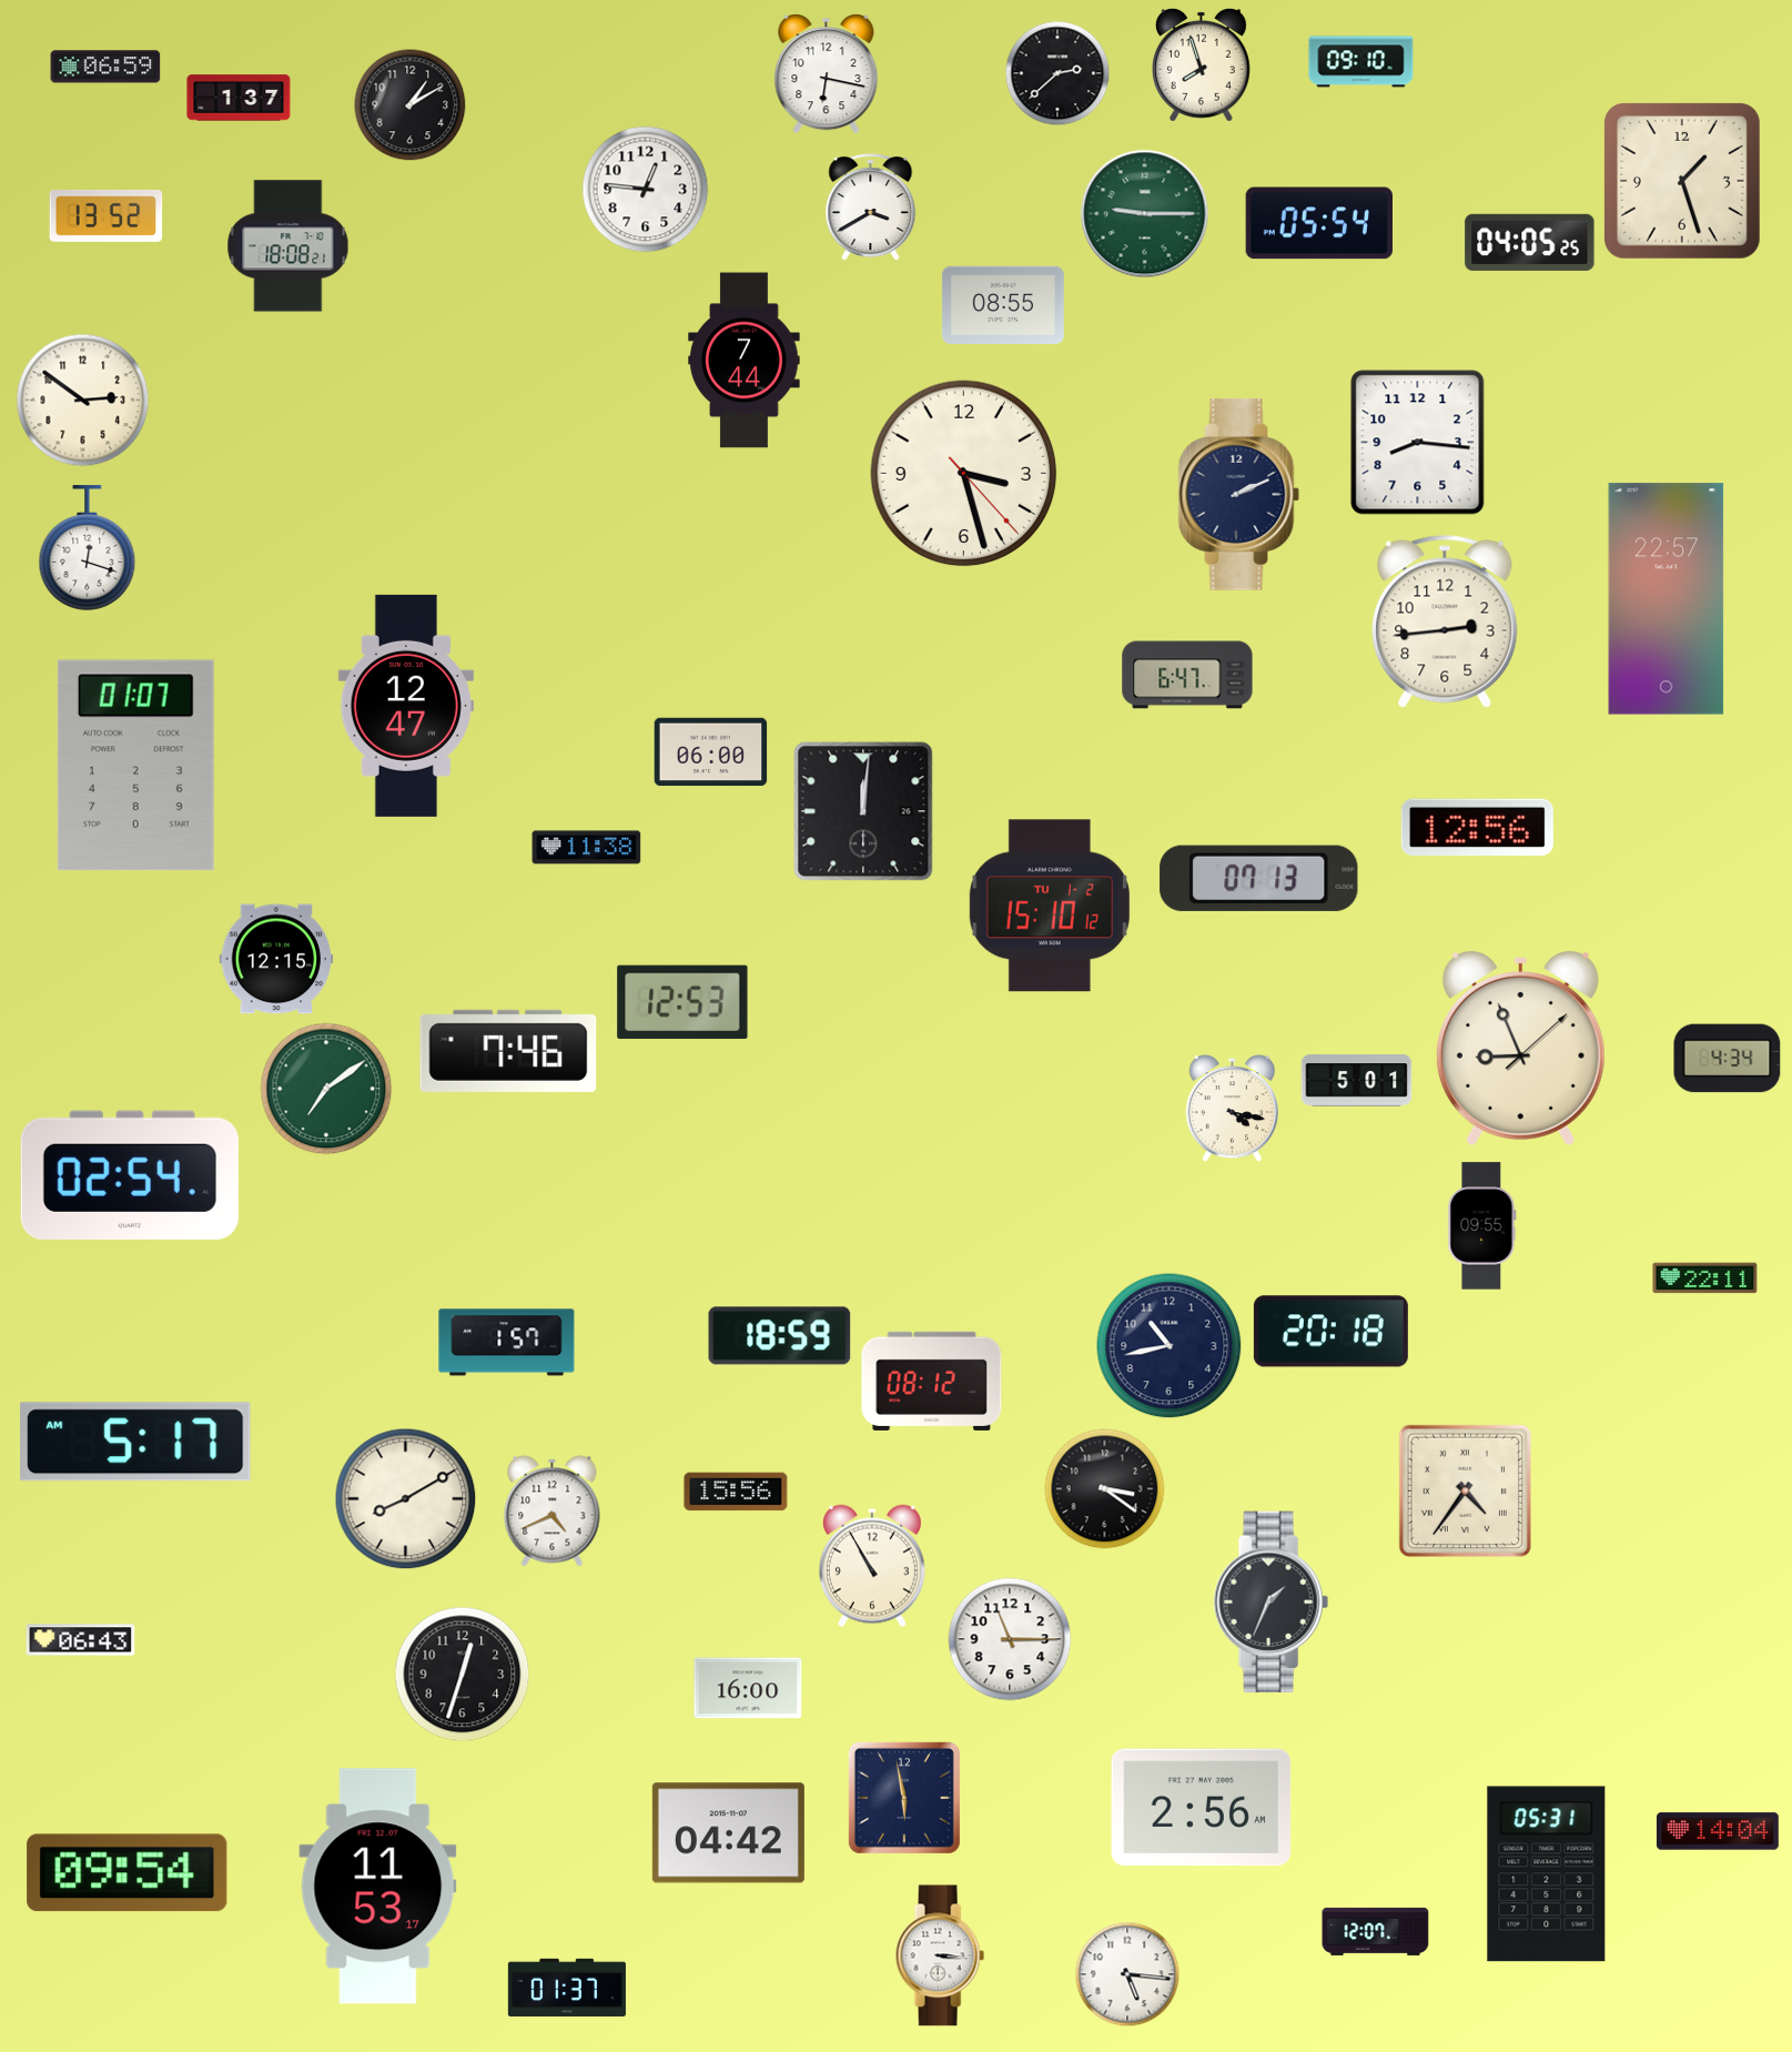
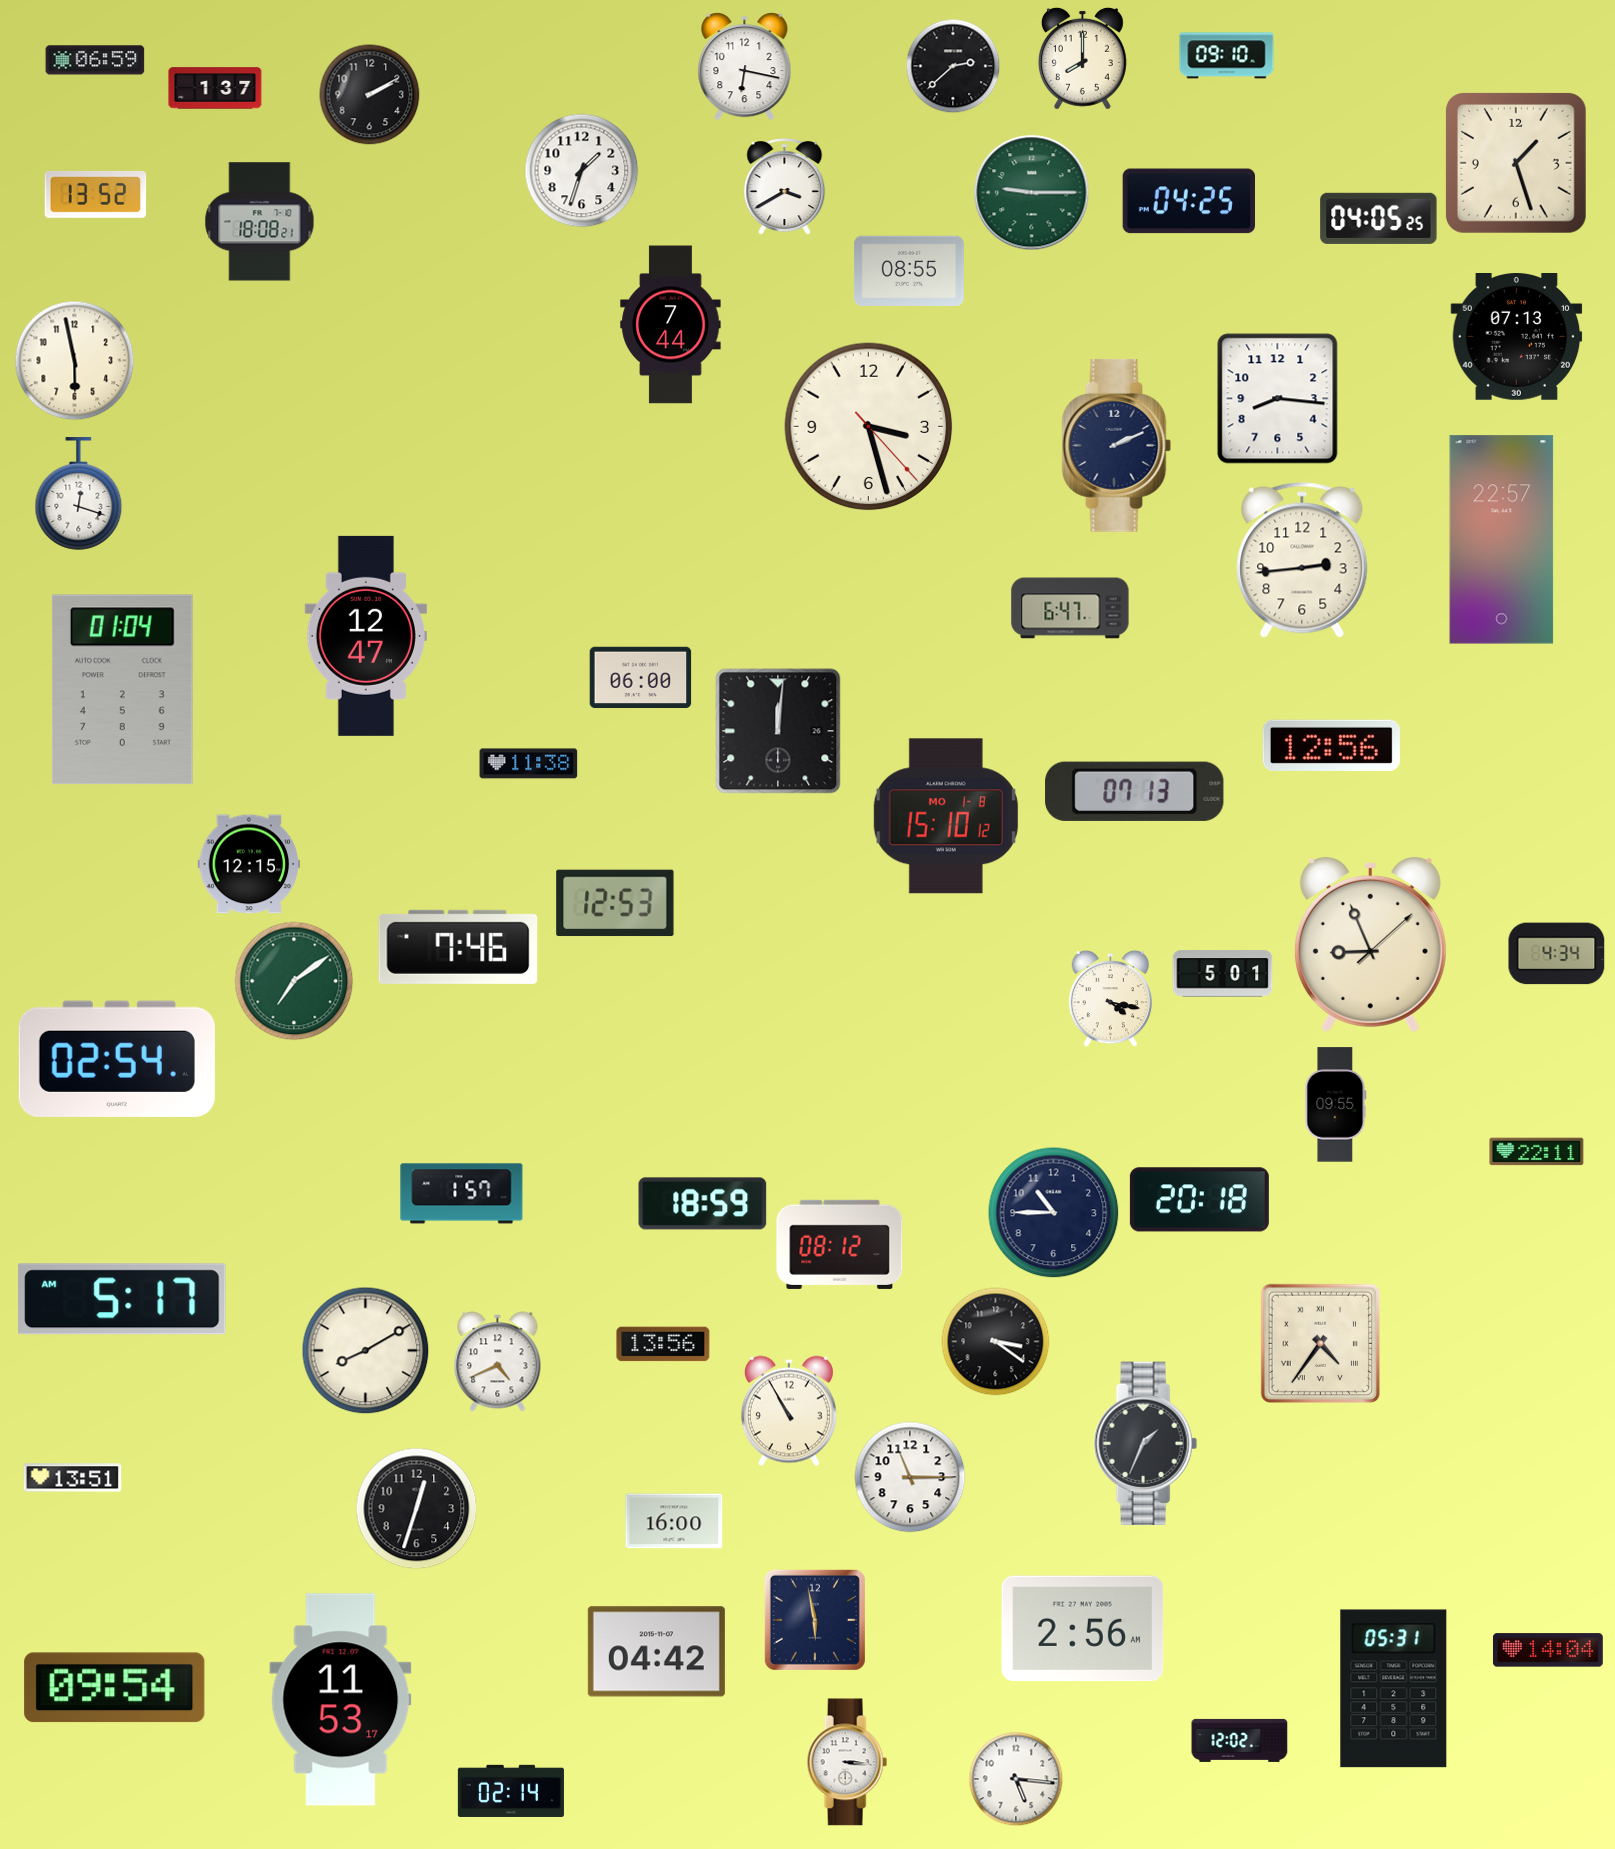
clock at (1201, 64): 7:57 -> 8:00
clock at (411, 105): 1:10 -> 2:10
clock at (646, 190): 12:46 -> 1:33
clock at (1318, 223): 05:54 -> 04:25
clock at (1003, 304) position: (1003, 304) -> (909, 270)
clock at (1517, 337): none -> 07:13
clock at (83, 401): 2:51 -> 5:58
clock at (135, 766): 01:07 -> 01:04
clock at (1050, 906) date: TU 1-2 -> MO 1-8
clock at (507, 1343) position: (507, 1343) -> (462, 1194)
clock at (1170, 1346): 10:43 -> 10:45
clock at (736, 1492): 15:56 -> 13:56
clock at (872, 1566) position: (872, 1566) -> (789, 1411)
clock at (81, 1640): 06:43 -> 13:51
clock at (1376, 1931): 12:07 -> 12:02
clock at (567, 1988): 01:37 -> 02:14
